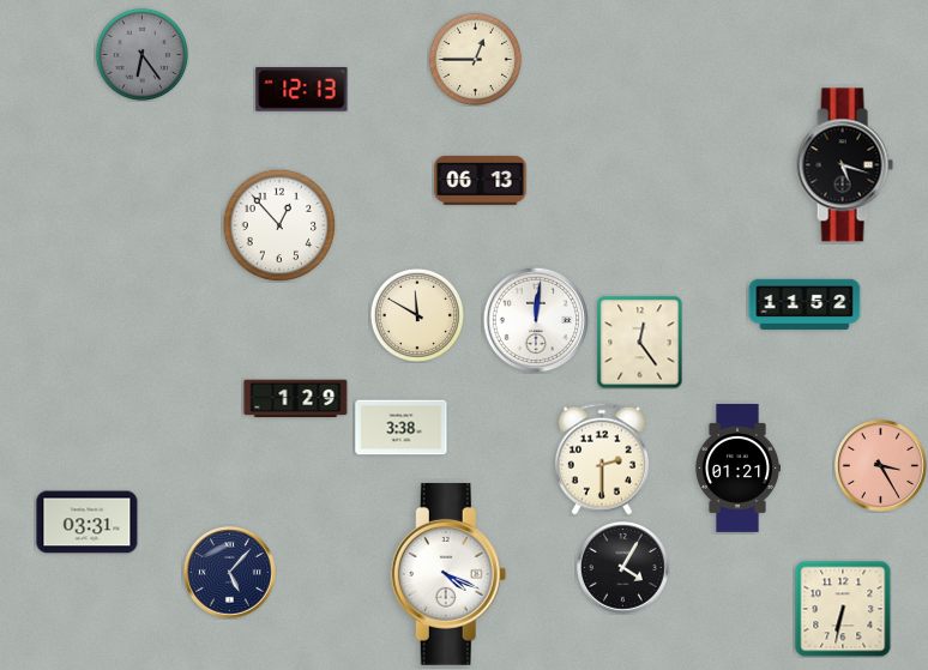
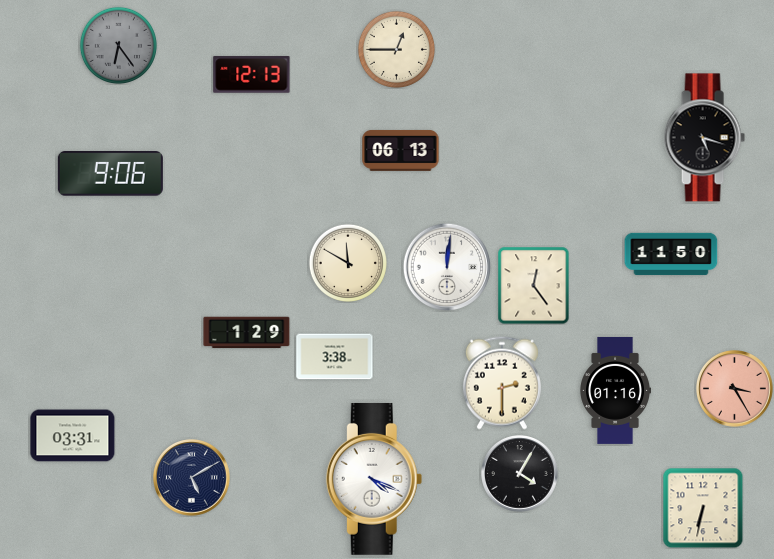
clock at (110, 174): none -> 9:06
clock at (279, 225): 12:53 -> none
clock at (805, 304): 11:52 -> 11:50
clock at (737, 467): 01:21 -> 01:16
clock at (230, 573): 5:07 -> 5:10
